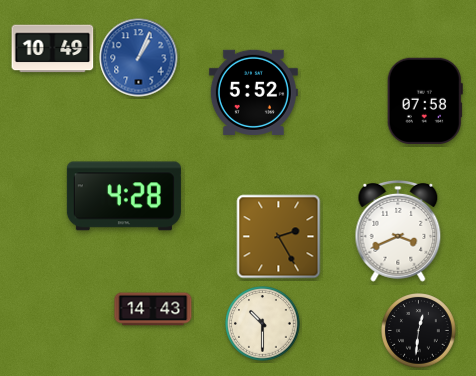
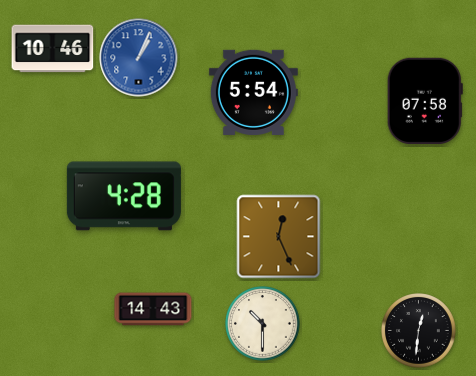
clock at (53, 49): 10:49 -> 10:46
clock at (253, 92): 5:52 -> 5:54
clock at (398, 231): 3:41 -> none
clock at (279, 237): 2:25 -> 12:26
